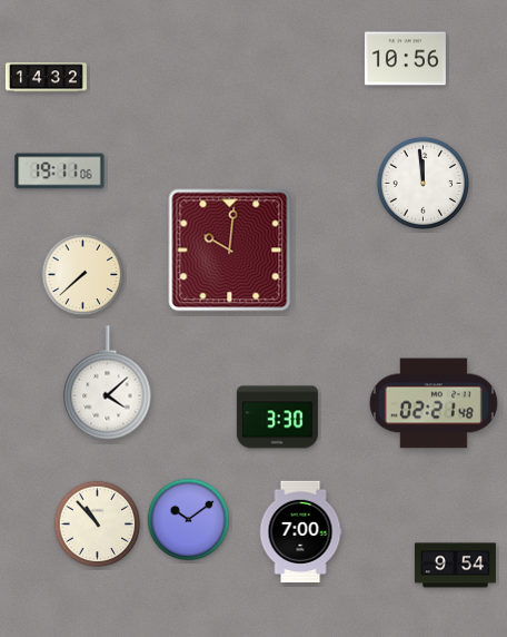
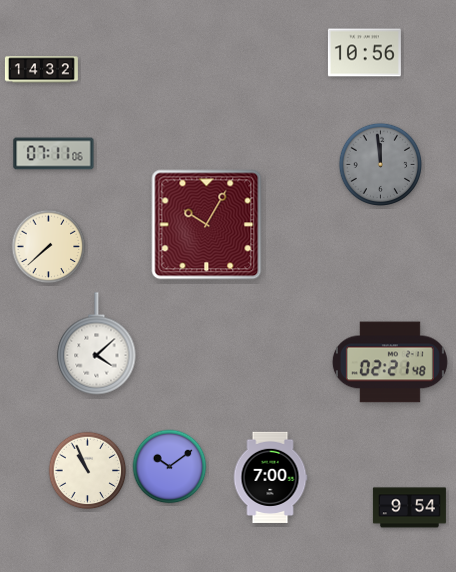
clock at (60, 171): 19:11 -> 07:11
clock at (422, 183) dial: white -> grey
clock at (230, 251): 10:01 -> 10:05
clock at (83, 275) position: (83, 275) -> (49, 247)
clock at (277, 418): 3:30 -> none
clock at (98, 525): 10:53 -> 10:56
